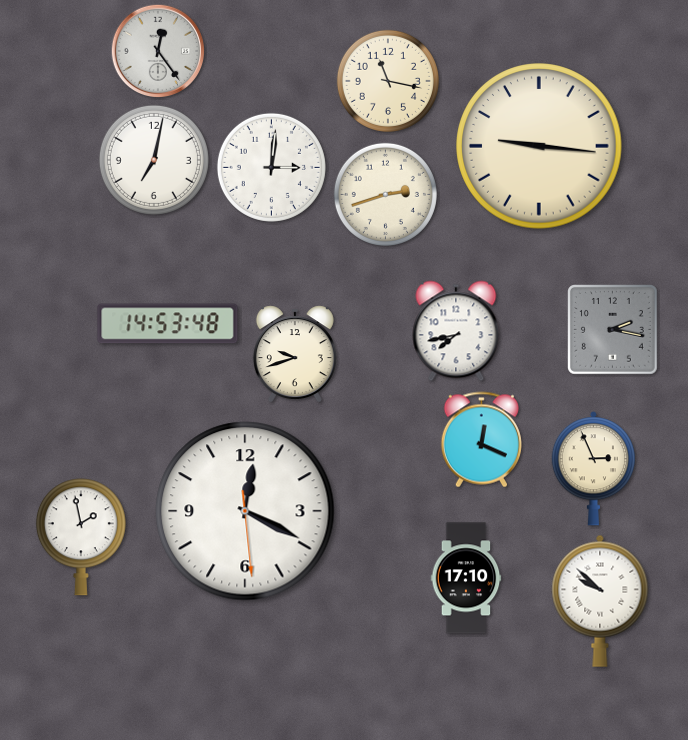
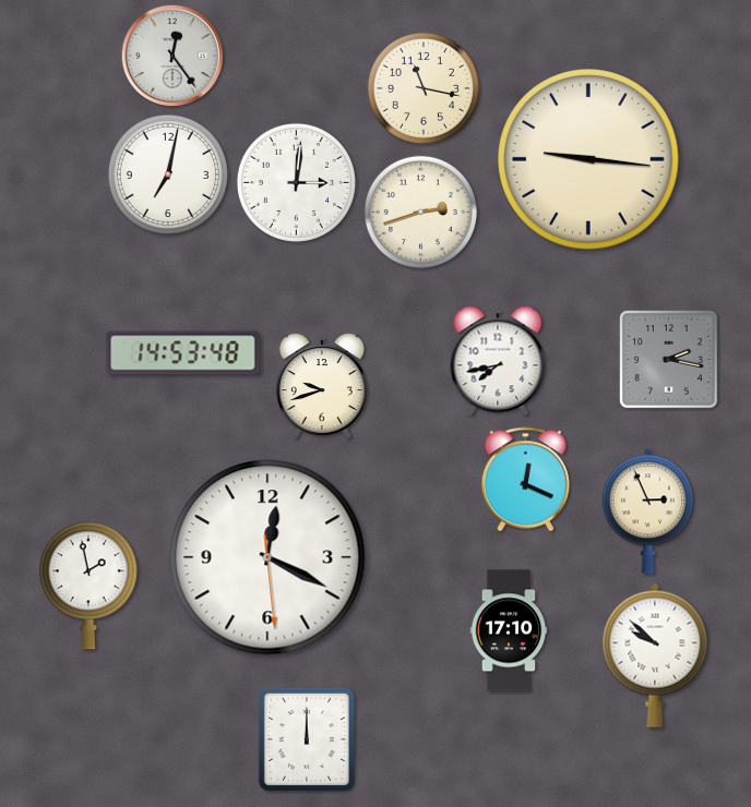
clock at (307, 739): none -> 12:00
